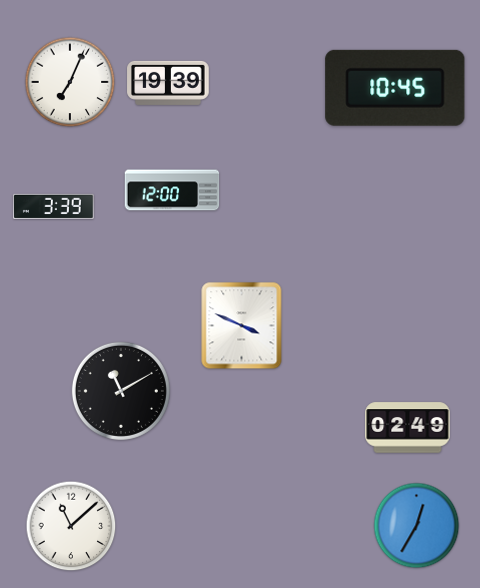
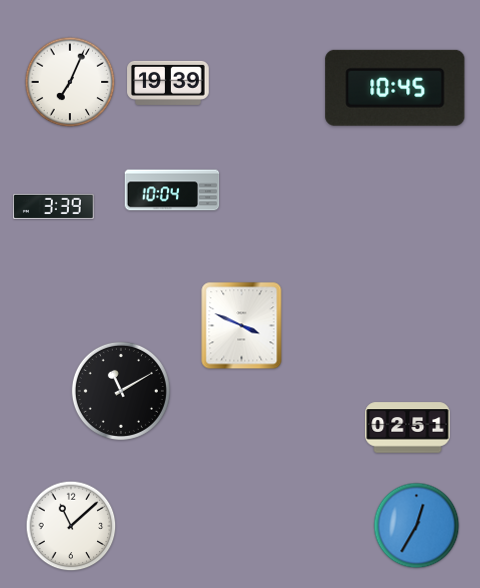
clock at (172, 190): 12:00 -> 10:04
clock at (408, 428): 02:49 -> 02:51
